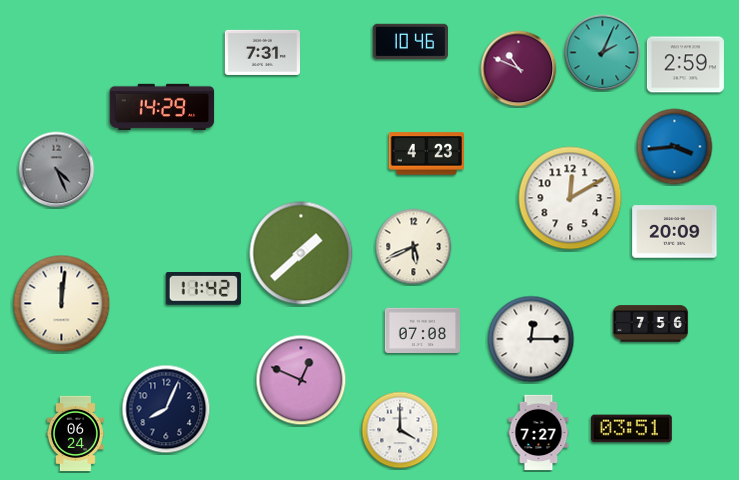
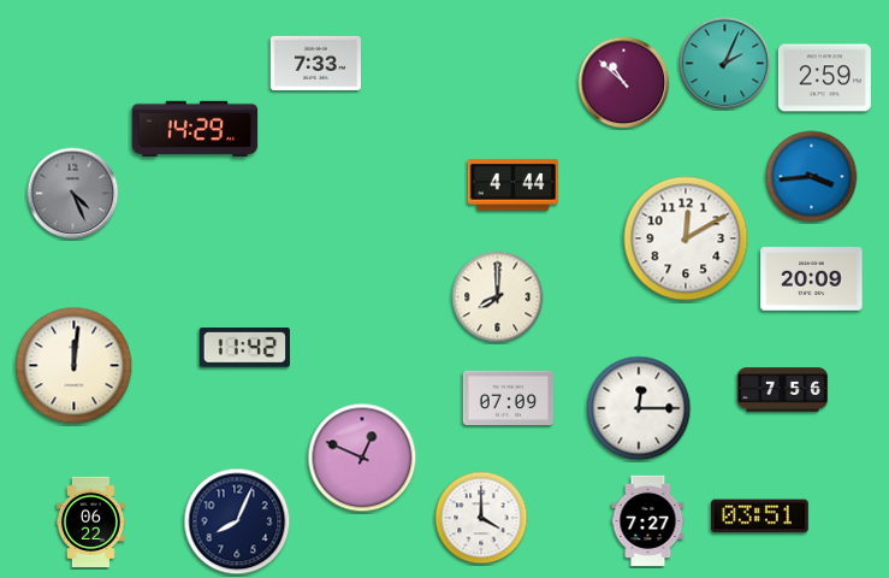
clock at (410, 42): 10:46 -> none
clock at (262, 52): 7:31 -> 7:33
clock at (519, 69): 10:49 -> 10:52
clock at (426, 154): 4:23 -> 4:44
clock at (57, 170) position: (57, 170) -> (73, 194)
clock at (414, 247): 5:41 -> 8:00
clock at (301, 253): 1:38 -> none
clock at (422, 330): 07:08 -> 07:09
clock at (166, 409) position: (166, 409) -> (237, 521)
clock at (75, 434): 06:24 -> 06:22
